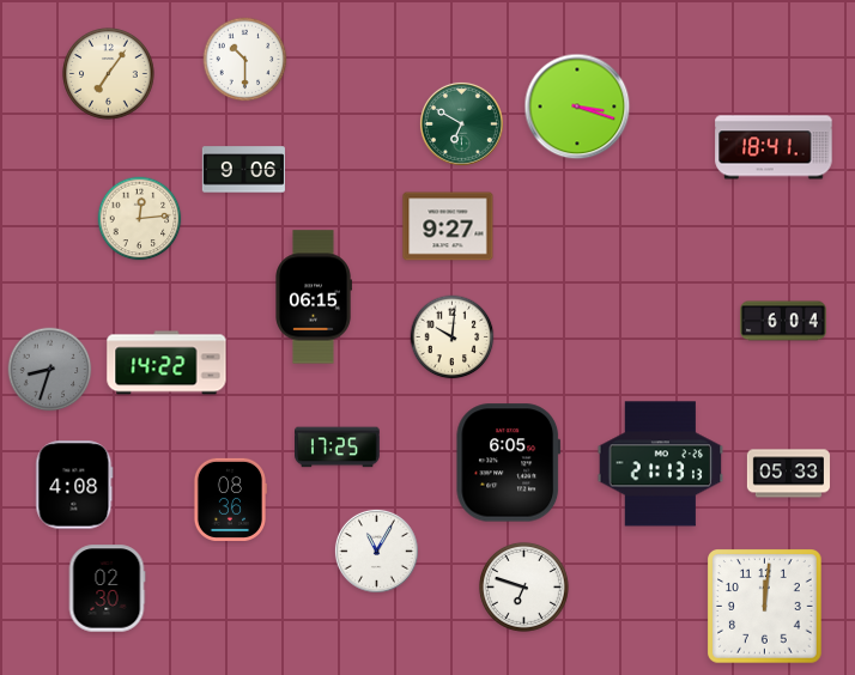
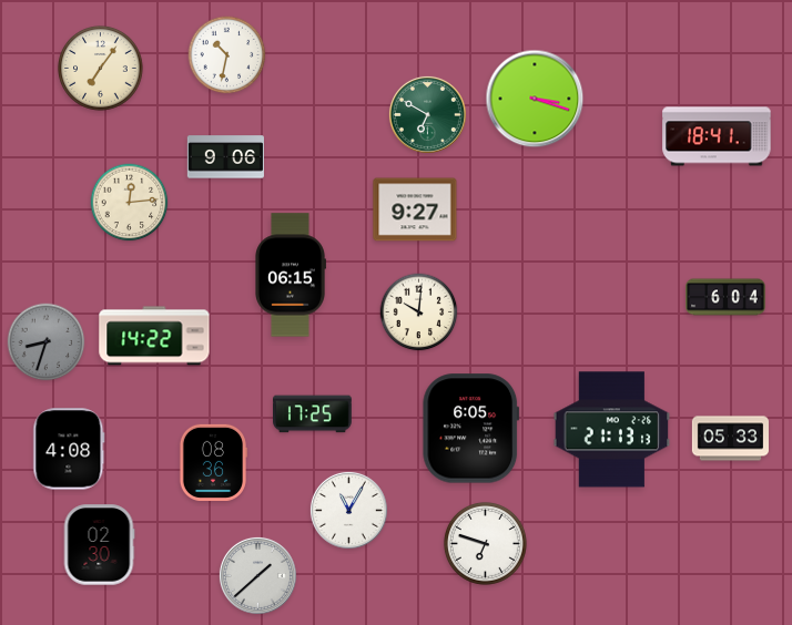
clock at (245, 60): 10:30 -> 10:32
clock at (765, 607): 12:01 -> none
clock at (257, 575): none -> 1:38
